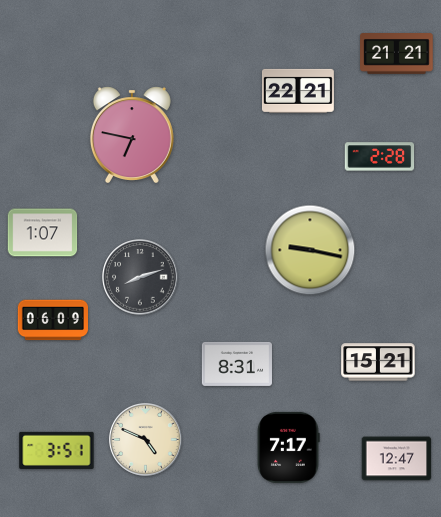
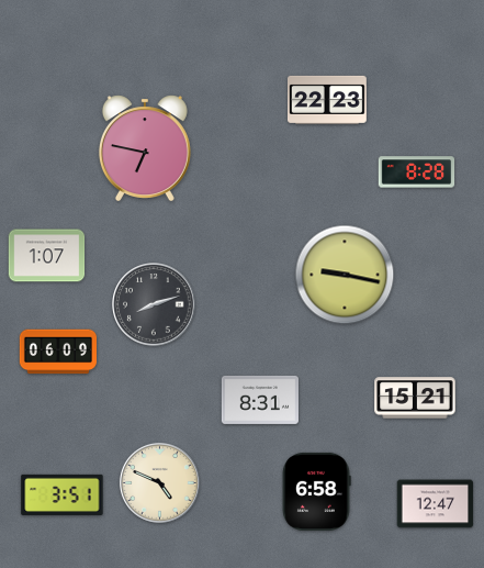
clock at (397, 54): 21:21 -> none
clock at (299, 91): 22:21 -> 22:23
clock at (380, 157): 2:28 -> 8:28
clock at (310, 250) position: (310, 250) -> (345, 275)
clock at (288, 447): 7:17 -> 6:58
